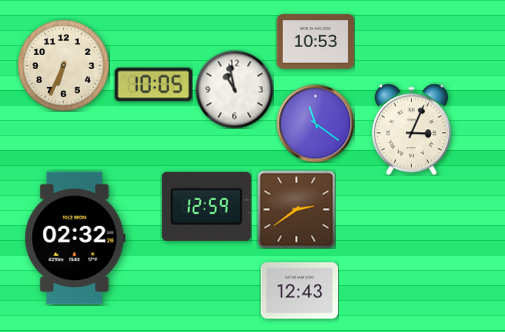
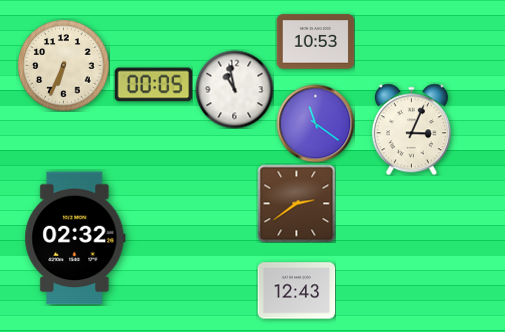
clock at (153, 85): 10:05 -> 00:05
clock at (206, 206): 12:59 -> none
clock at (296, 209) position: (296, 209) -> (296, 203)
clock at (299, 291) position: (299, 291) -> (296, 291)
